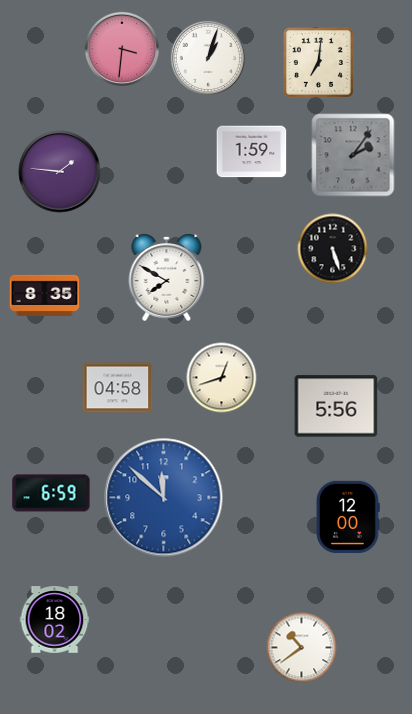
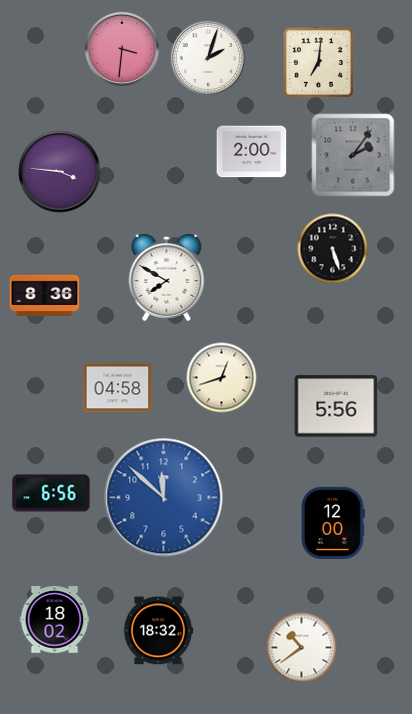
clock at (208, 58): 1:03 -> 2:03
clock at (252, 152): 1:59 -> 2:00
clock at (60, 172): 1:46 -> 3:46
clock at (45, 295): 8:35 -> 8:36
clock at (51, 493): 6:59 -> 6:56
clock at (348, 517) position: (348, 517) -> (333, 523)
clock at (158, 631): none -> 18:32
